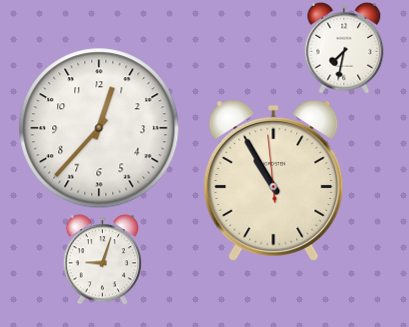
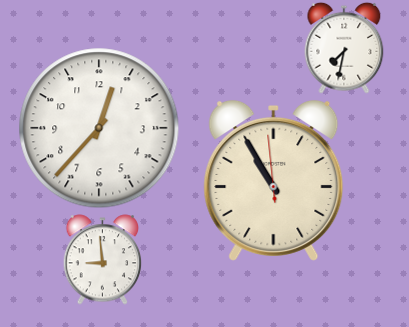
clock at (103, 260): 9:03 -> 8:59
